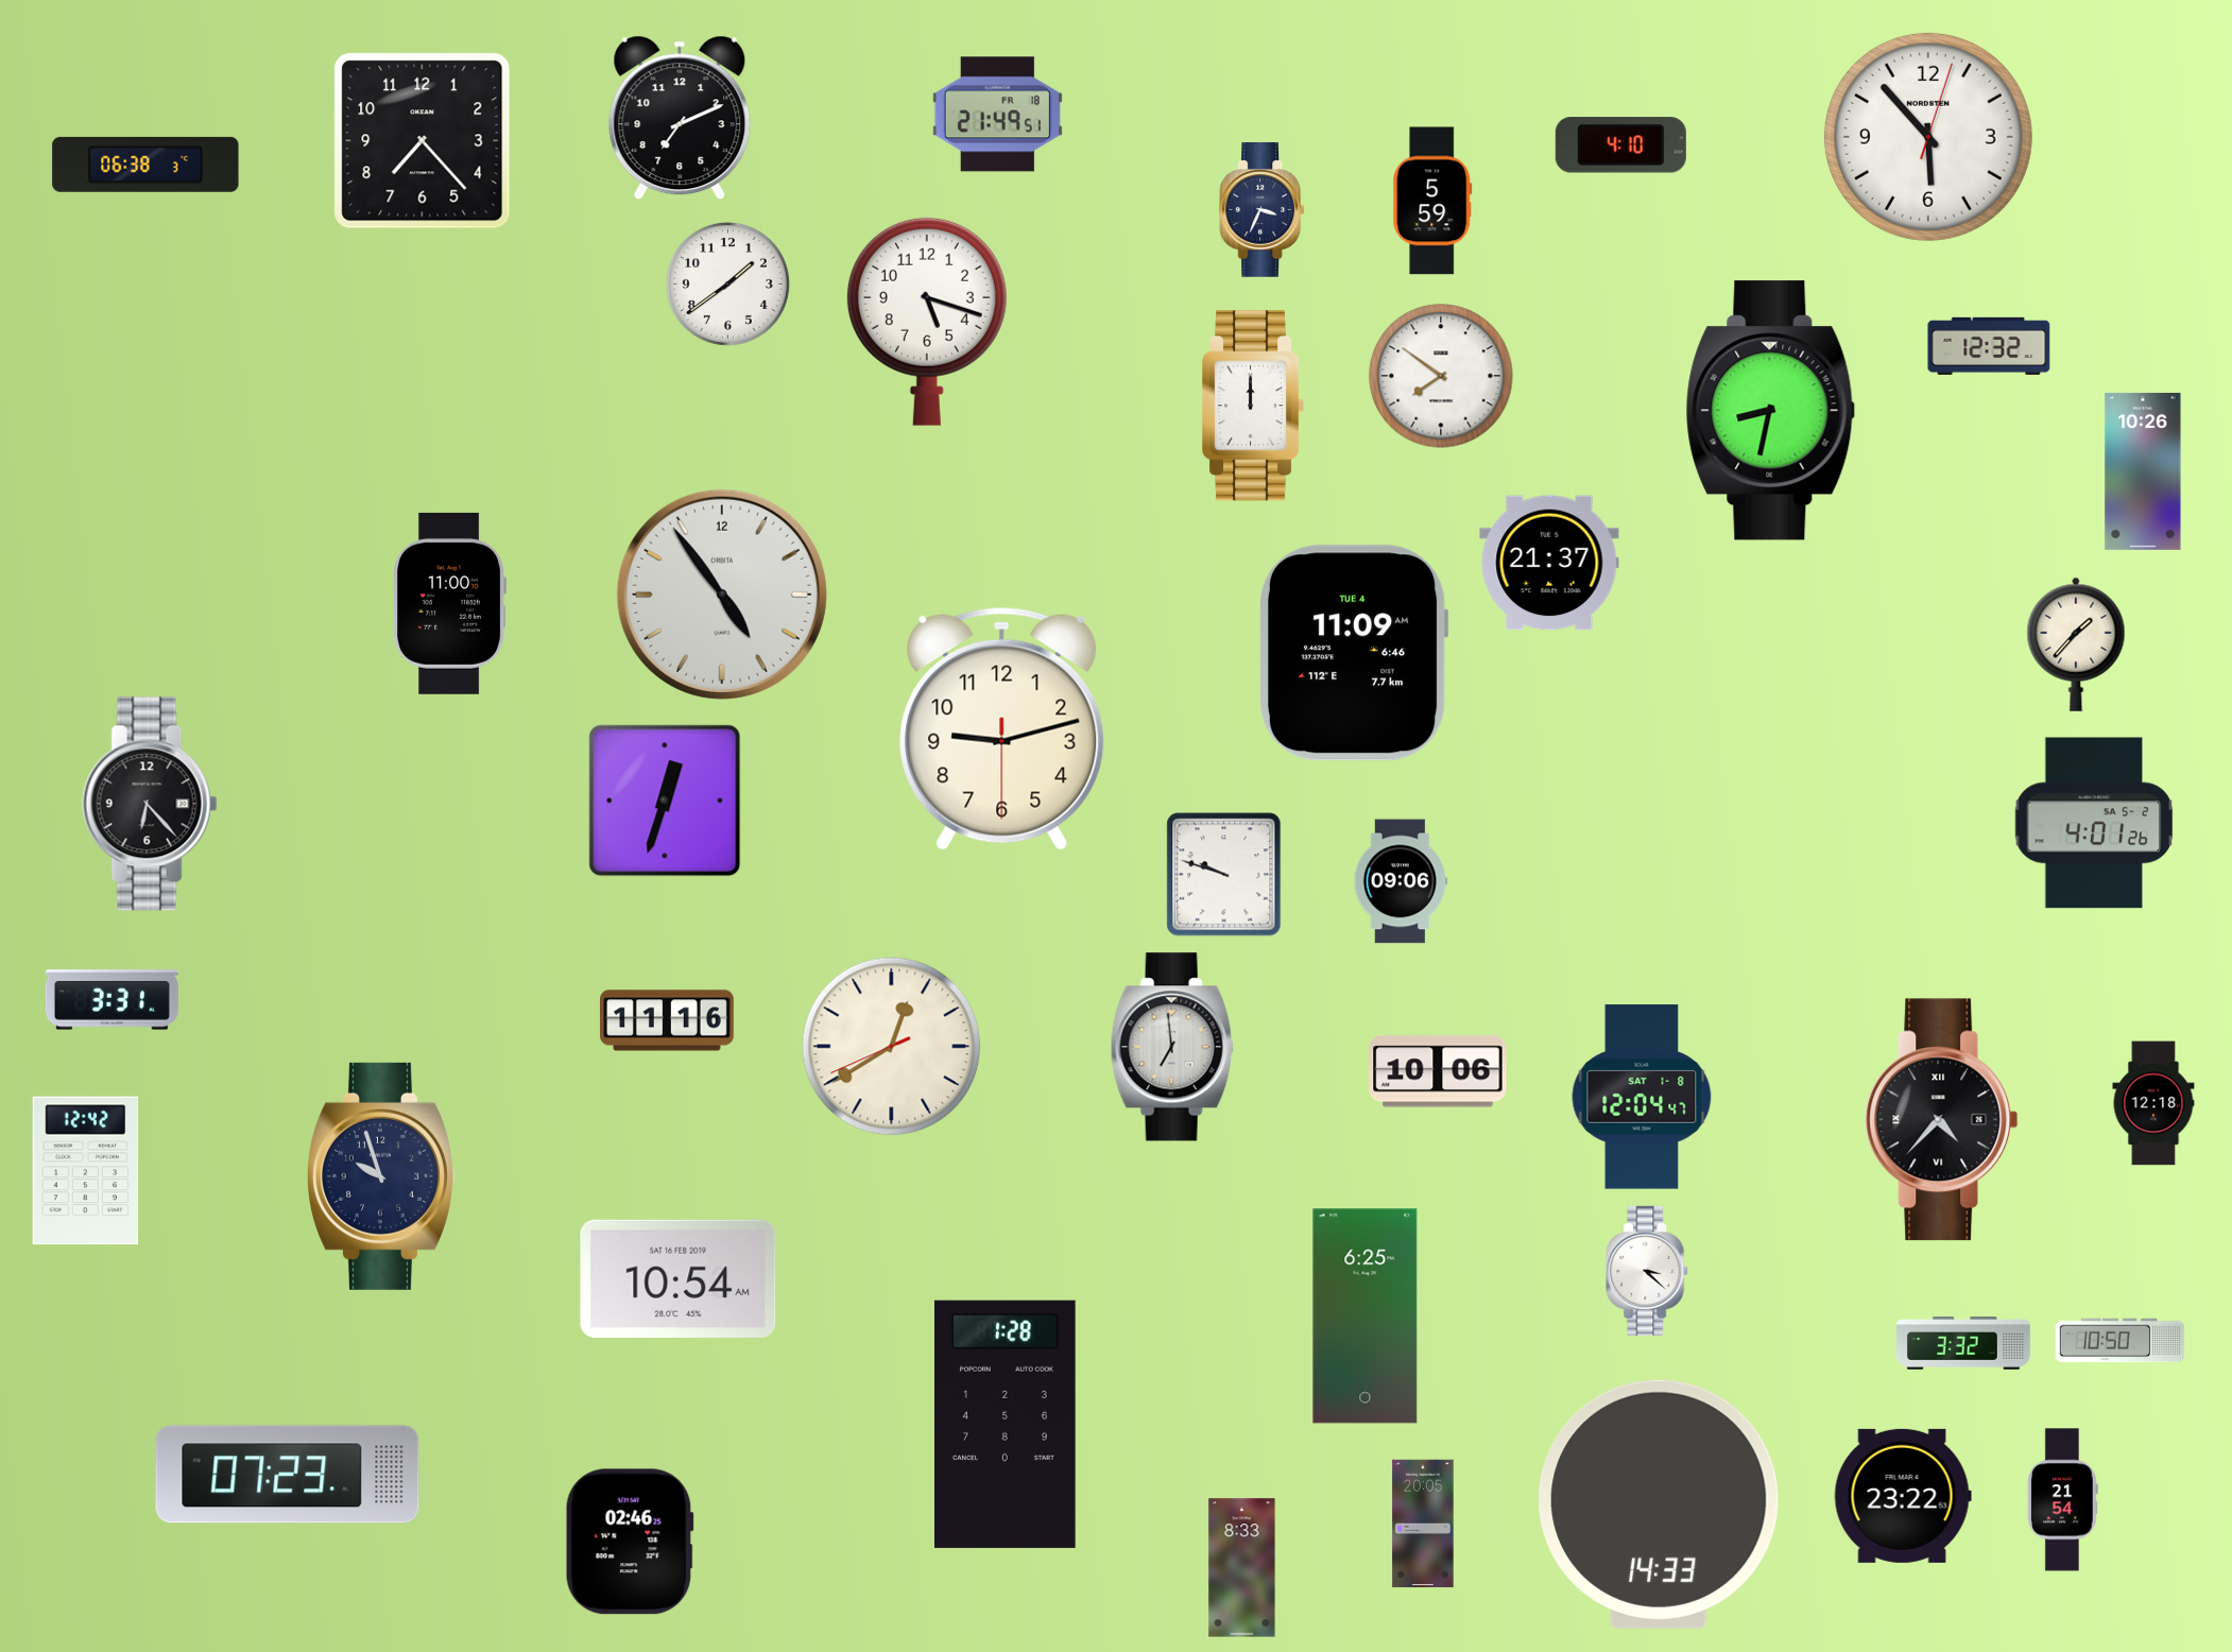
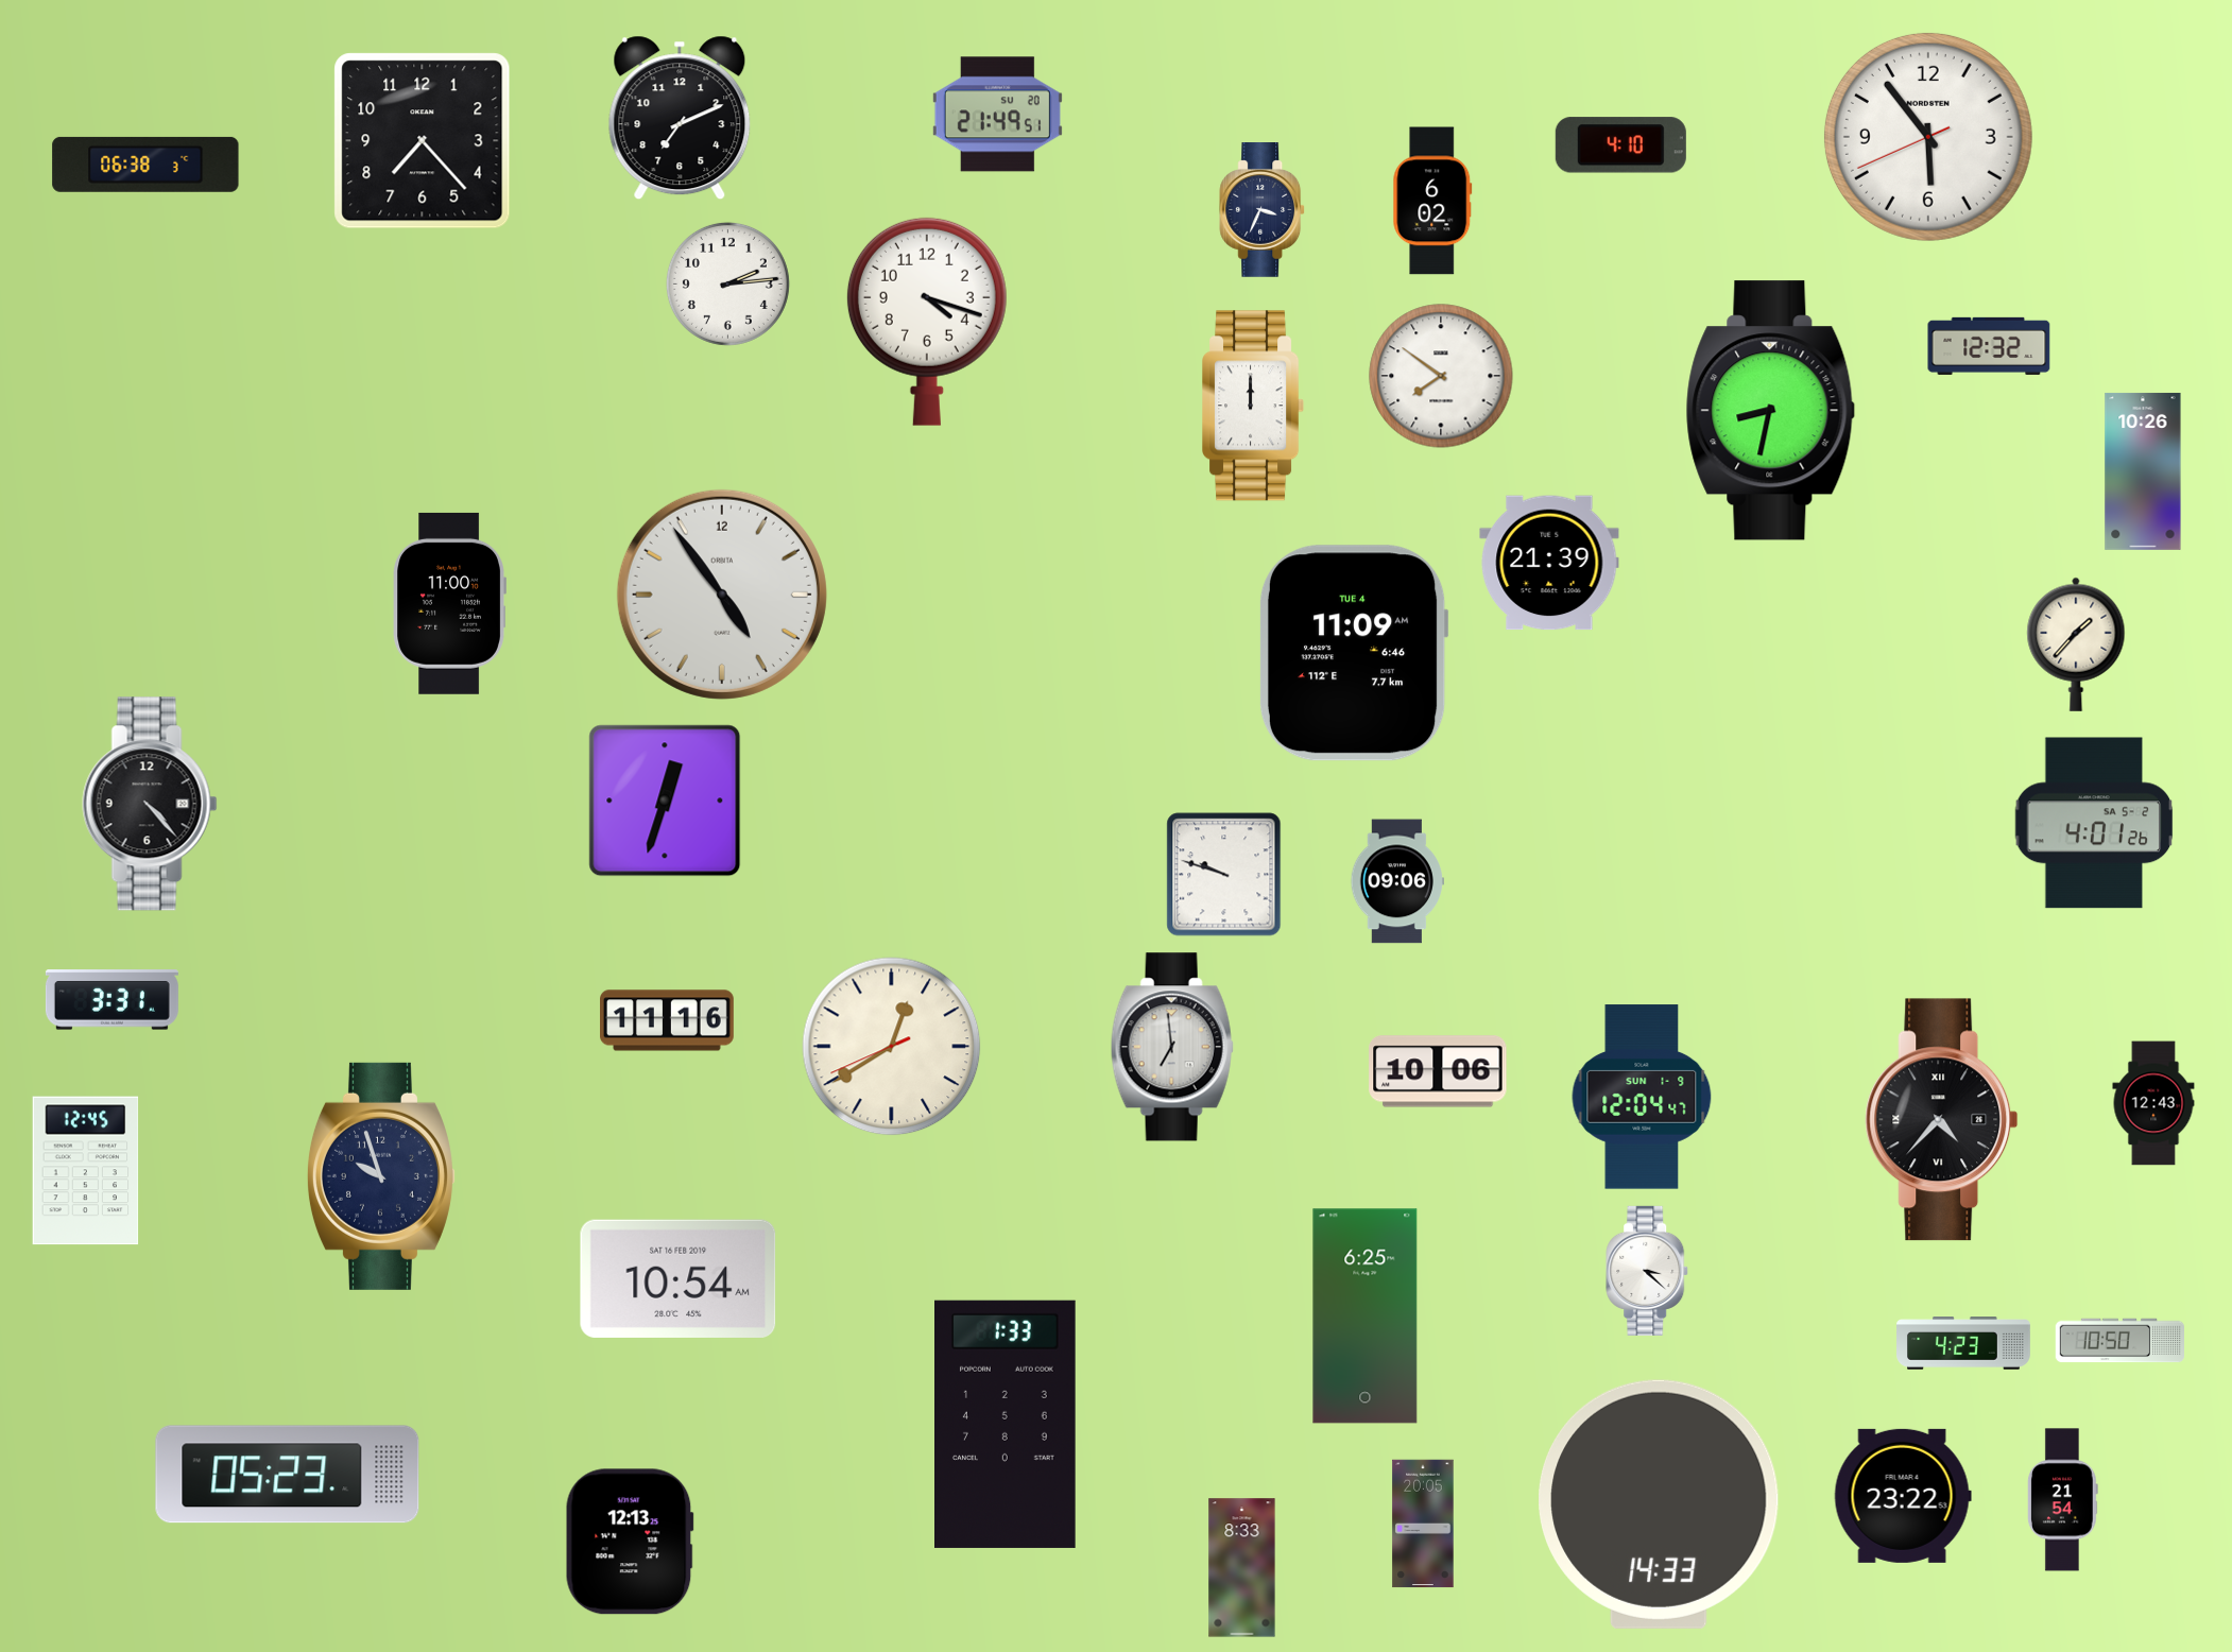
clock at (997, 115) date: FR 18 -> SU 20
clock at (1928, 137): 5:53:03 -> 5:53:41
clock at (1432, 201): 5:59 -> 6:02
clock at (727, 283): 1:39 -> 2:14
clock at (927, 322): 5:18 -> 4:18
clock at (1549, 563): 21:37 -> 21:39
clock at (1002, 728): 9:12 -> none
clock at (150, 804): 6:23 -> 4:23
clock at (1401, 881) position: (1401, 881) -> (1397, 881)
clock at (1642, 1097) date: SAT 1-8 -> SUN 1-9
clock at (2153, 1103): 12:18 -> 12:43
clock at (86, 1171): 12:42 -> 12:45
clock at (1964, 1343): 3:32 -> 4:23
clock at (1006, 1424): 1:28 -> 1:33
clock at (288, 1475): 07:23 -> 05:23
clock at (630, 1542): 02:46 -> 12:13
